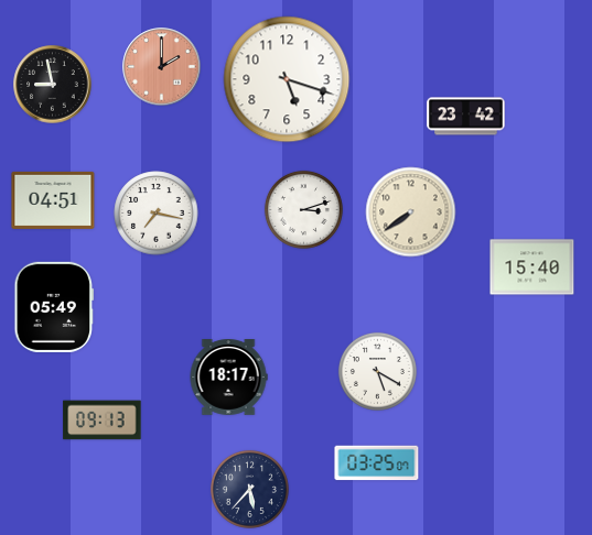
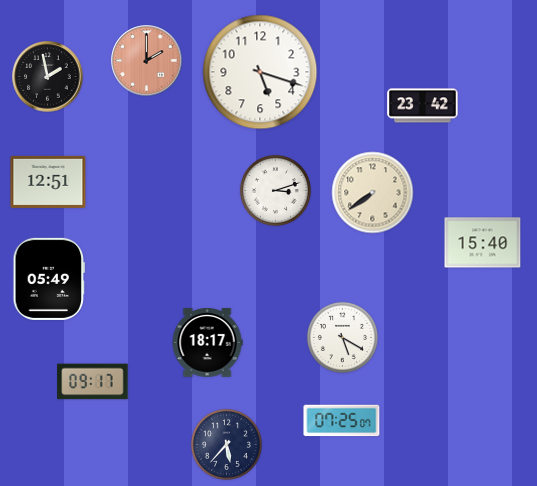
clock at (53, 85): 8:58 -> 1:58
clock at (53, 200): 04:51 -> 12:51
clock at (157, 214): 7:17 -> none
clock at (103, 421): 09:13 -> 09:17
clock at (377, 463): 03:25 -> 07:25
